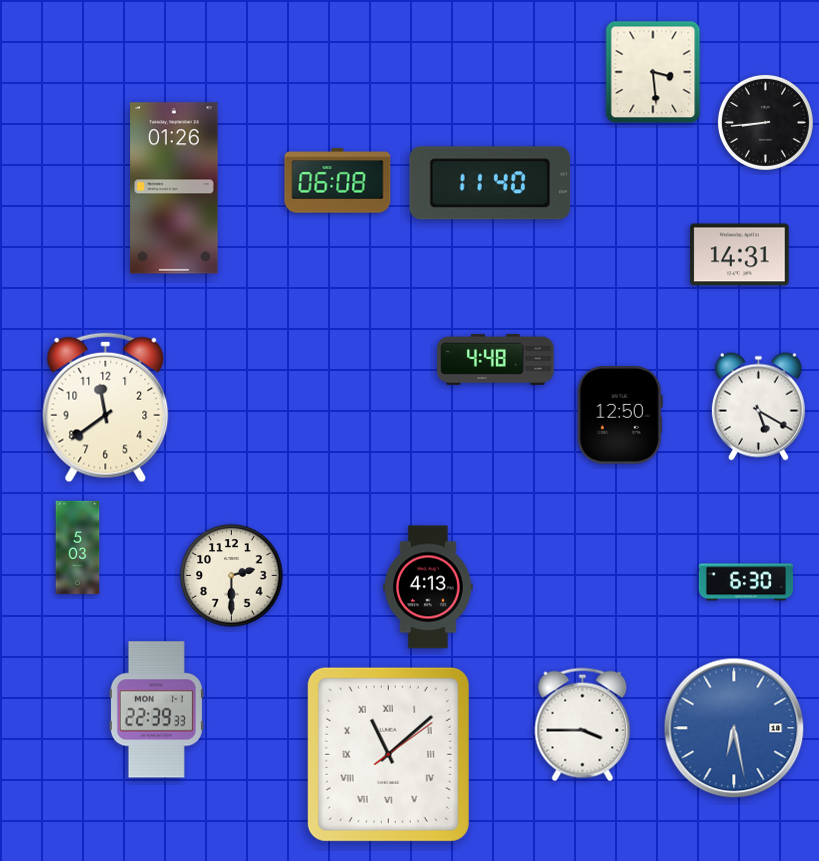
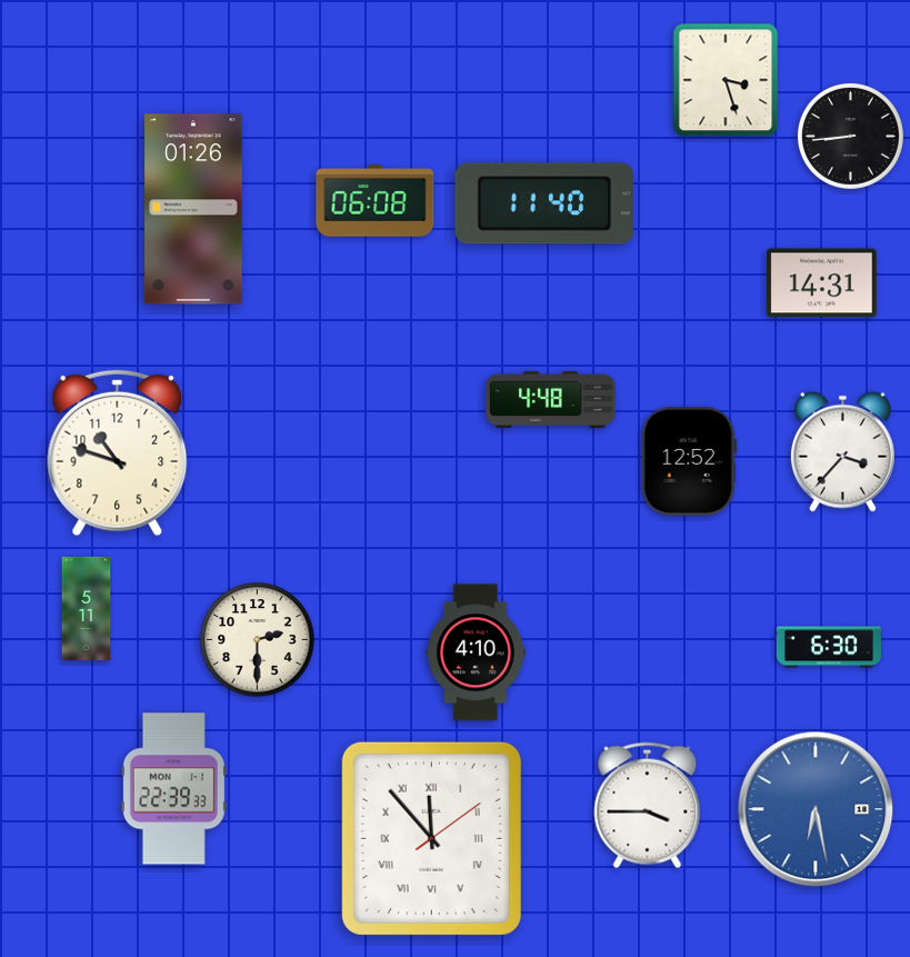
clock at (653, 72): 3:29 -> 3:27
clock at (758, 406): 5:20 -> 3:37
clock at (106, 408): 11:39 -> 10:48
clock at (620, 416): 12:50 -> 12:52
clock at (78, 548): 5:03 -> 5:11
clock at (429, 587): 4:13 -> 4:10
clock at (388, 754): 11:08 -> 11:53
